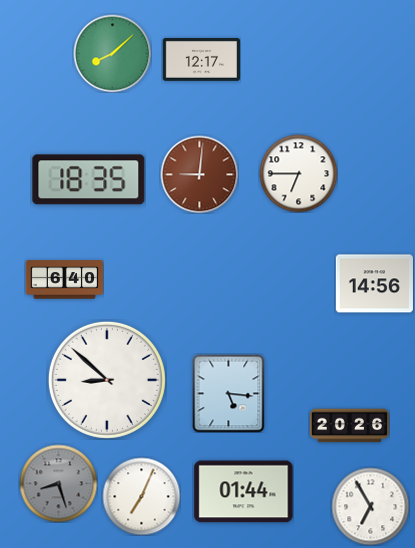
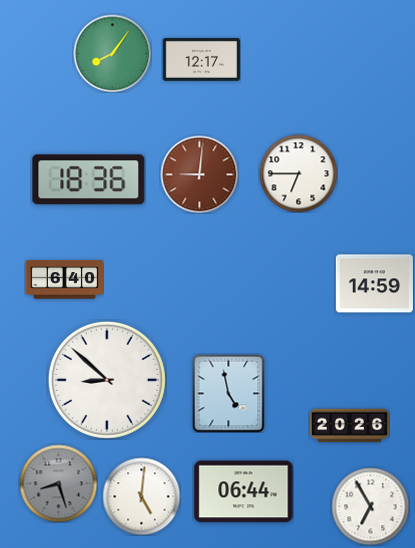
clock at (112, 53): 8:08 -> 8:06
clock at (89, 180): 18:35 -> 18:36
clock at (374, 284): 14:56 -> 14:59
clock at (229, 393): 5:16 -> 4:58
clock at (244, 492): 01:44 -> 06:44
clock at (141, 496): 7:04 -> 5:01
